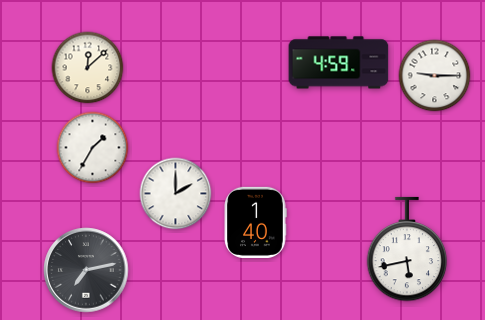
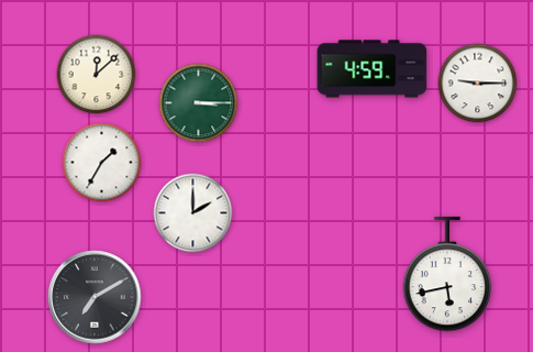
clock at (199, 103): none -> 3:15
clock at (255, 222): 1:40 -> none
clock at (86, 270): 7:13 -> 7:10
